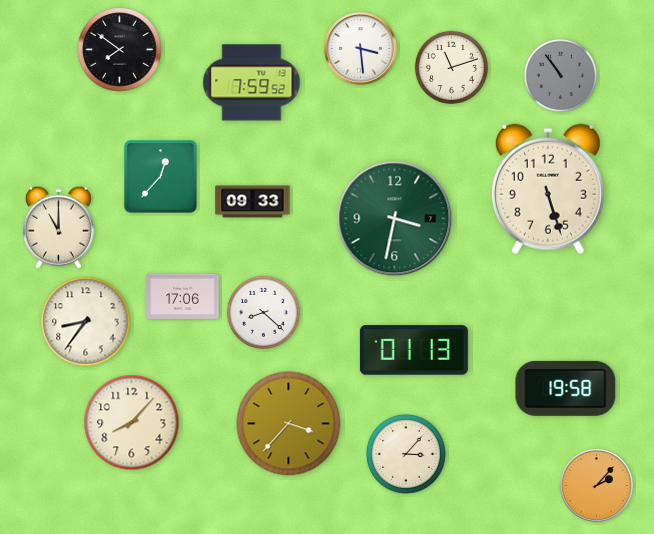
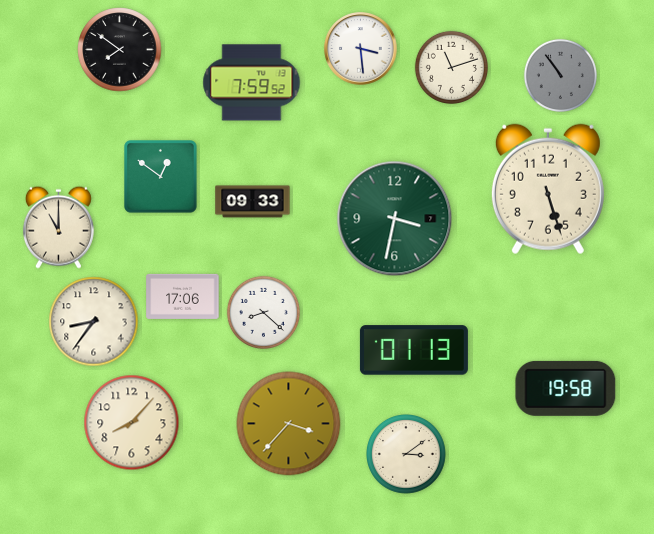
clock at (161, 177): 12:37 -> 12:51
clock at (86, 322) position: (86, 322) -> (94, 322)
clock at (407, 455): 3:07 -> 3:09
clock at (597, 486): 2:07 -> none
